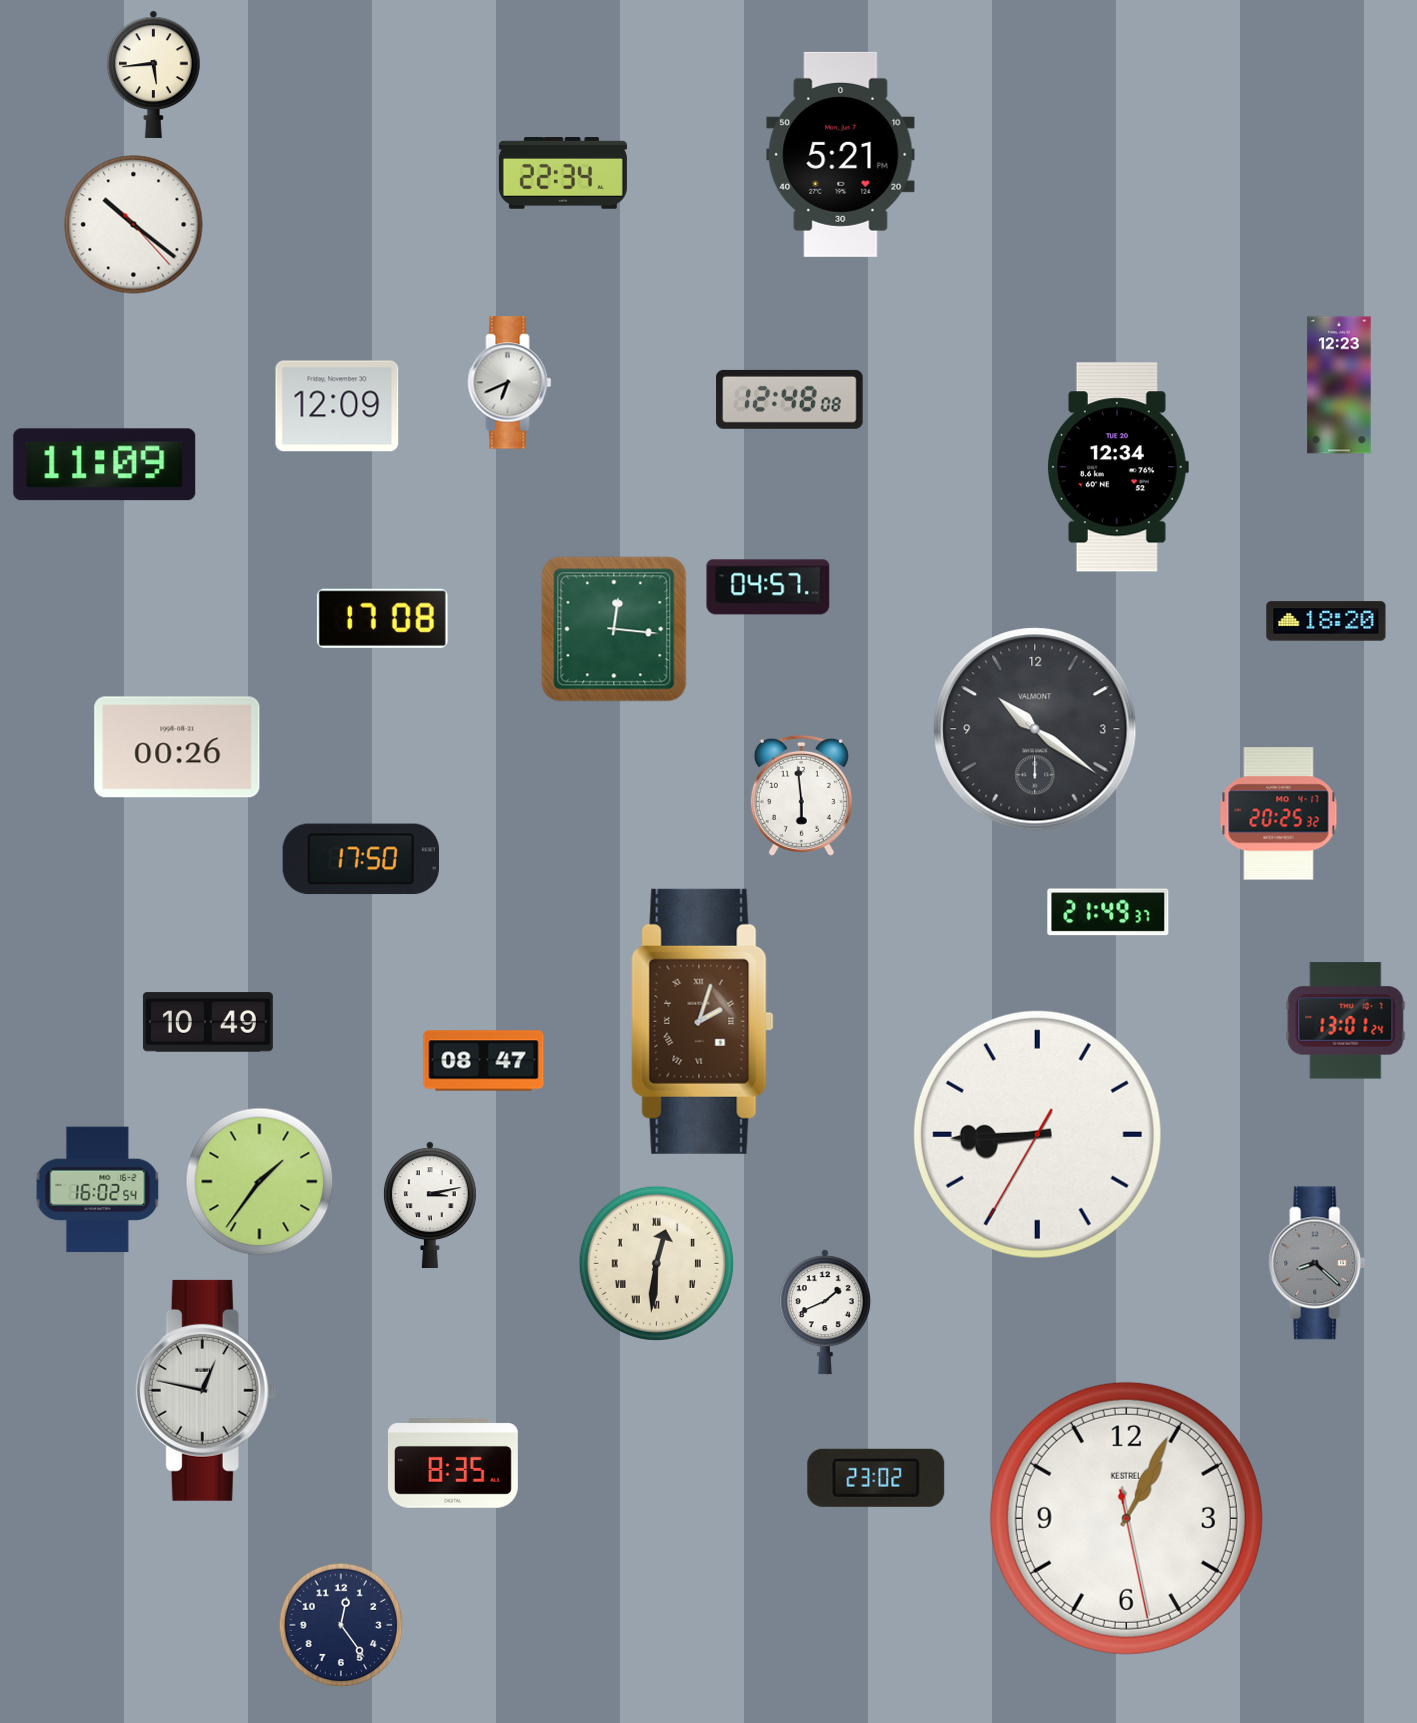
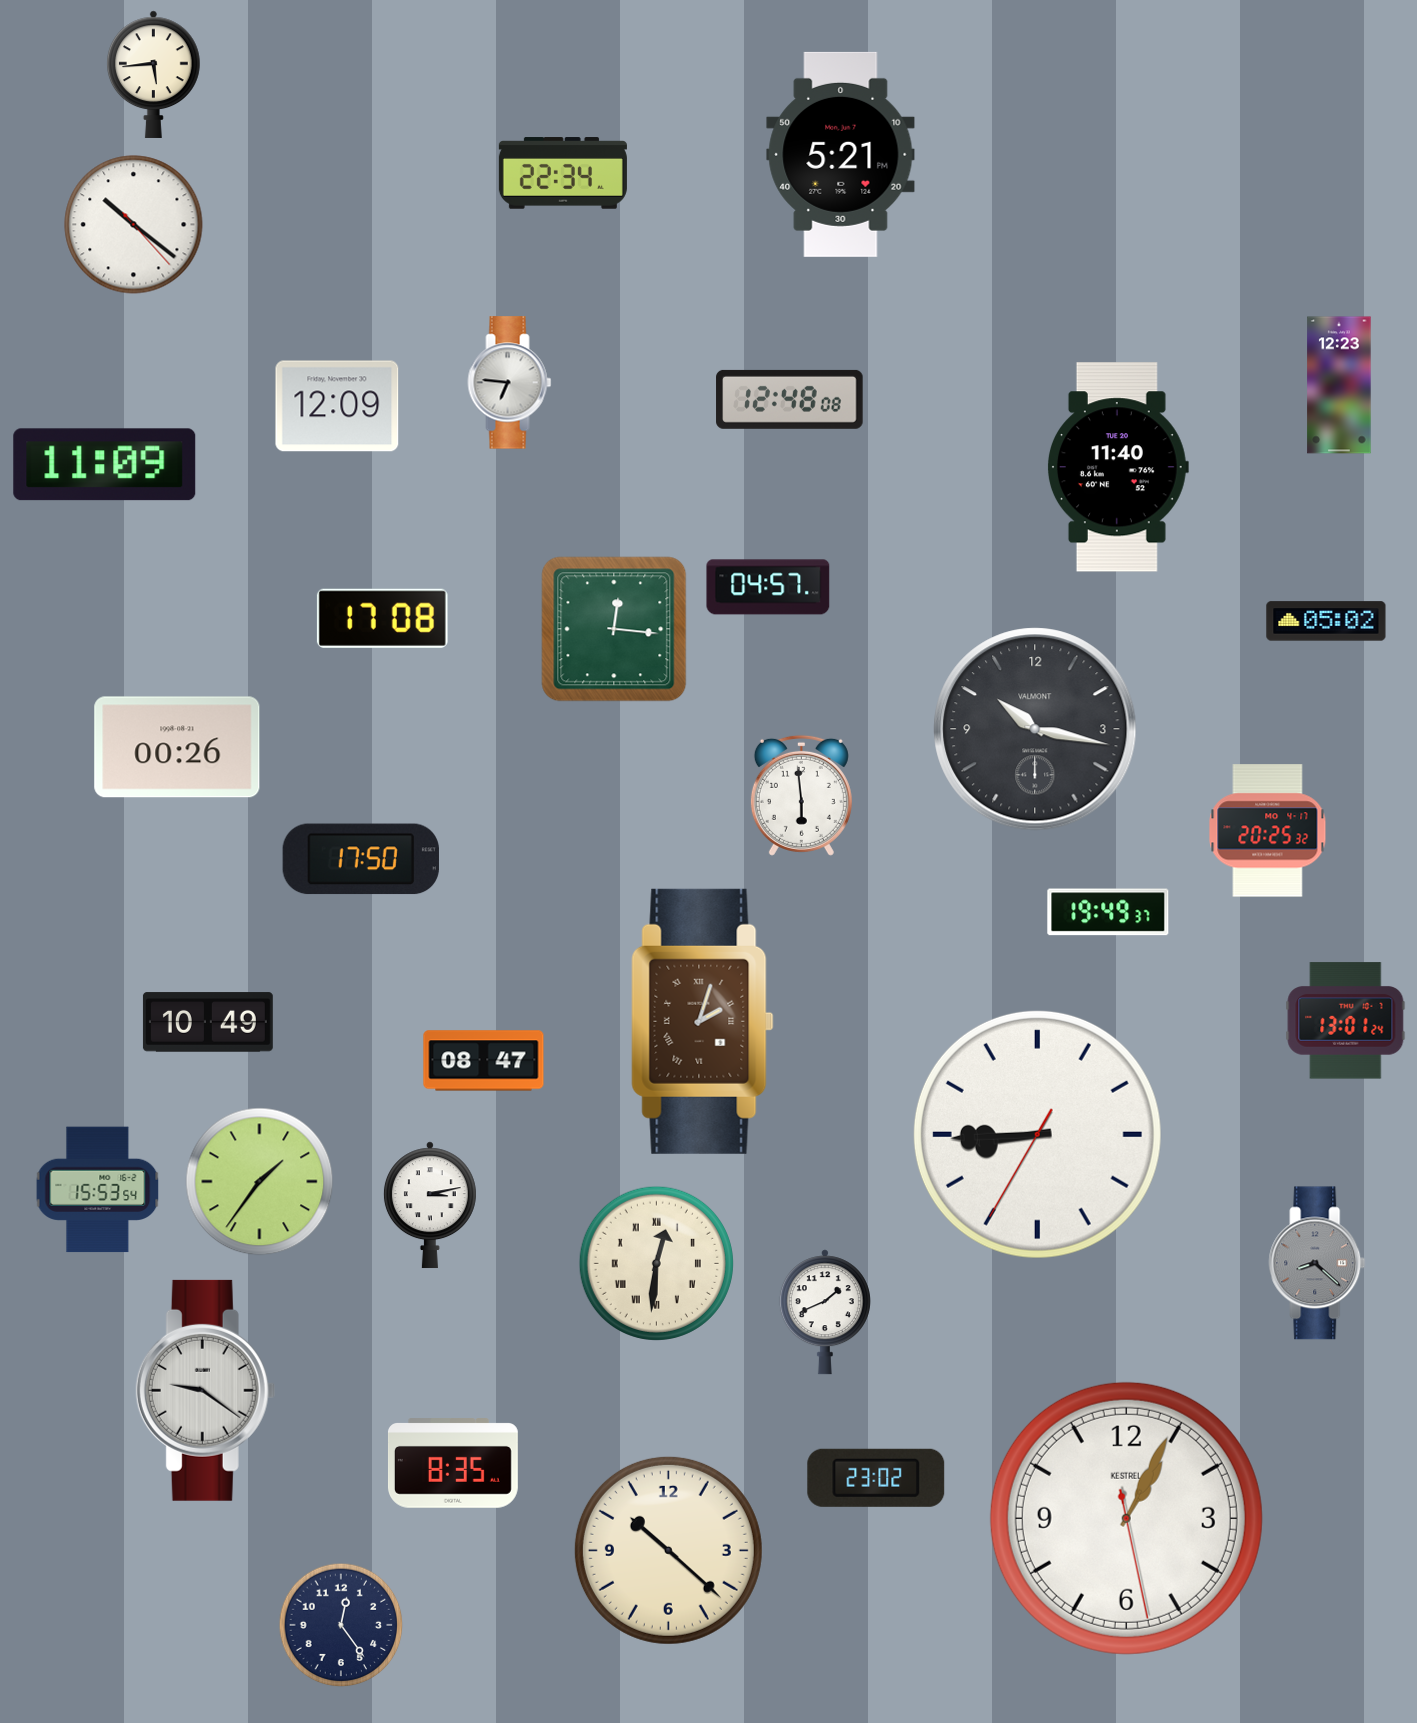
clock at (510, 383): 6:41 -> 6:46
clock at (1117, 467): 12:34 -> 11:40
clock at (1326, 621): 18:20 -> 05:02
clock at (1035, 729): 10:21 -> 10:17
clock at (1279, 814) position: (1279, 814) -> (1268, 831)
clock at (1108, 912): 21:49 -> 19:49
clock at (98, 1190): 16:02 -> 15:53
clock at (206, 1390): 12:47 -> 9:21
clock at (668, 1550): none -> 10:22
